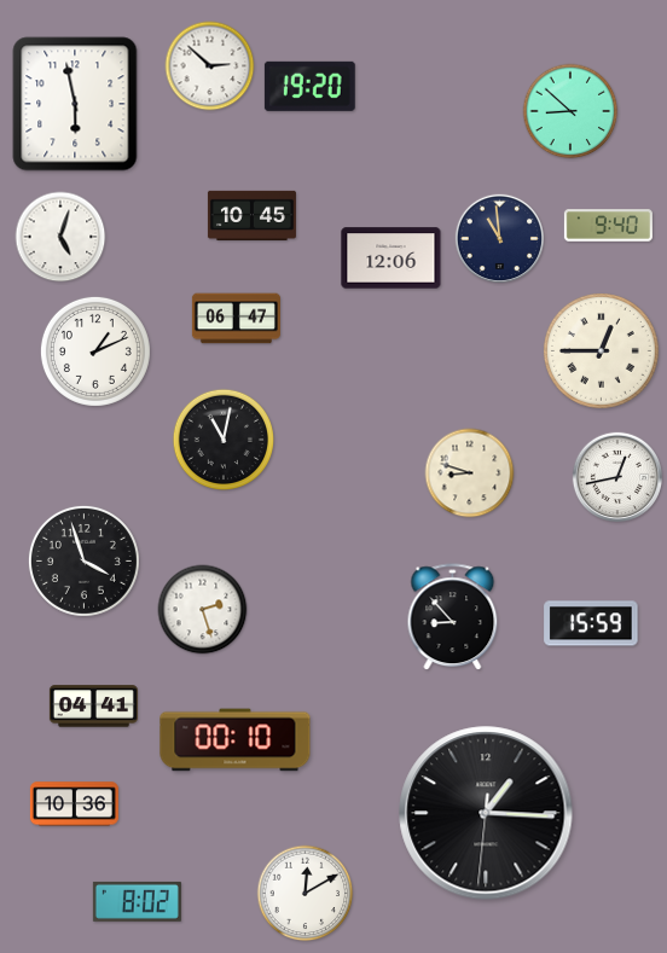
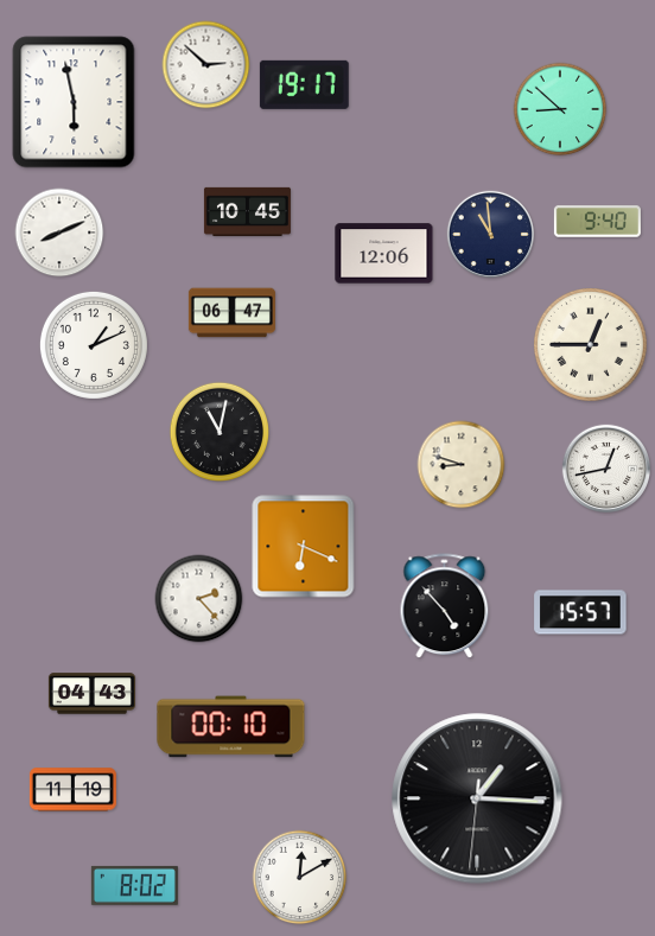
clock at (309, 86): 19:20 -> 19:17
clock at (60, 237): 5:03 -> 8:11
clock at (304, 547): none -> 6:19
clock at (83, 560): 3:57 -> none
clock at (203, 610): 2:27 -> 2:23
clock at (453, 617): 8:53 -> 4:53
clock at (591, 623): 15:59 -> 15:57
clock at (93, 707): 04:41 -> 04:43
clock at (74, 804): 10:36 -> 11:19
